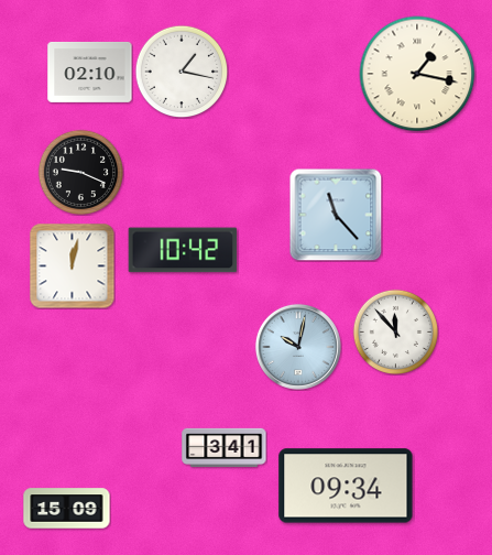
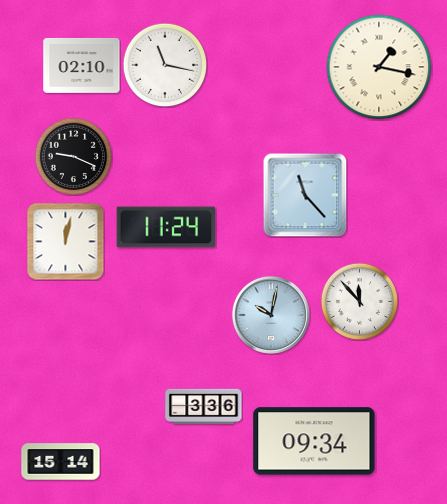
clock at (182, 72): 1:17 -> 11:17
clock at (183, 250): 10:42 -> 11:24
clock at (225, 447): 3:41 -> 3:36
clock at (67, 509): 15:09 -> 15:14
